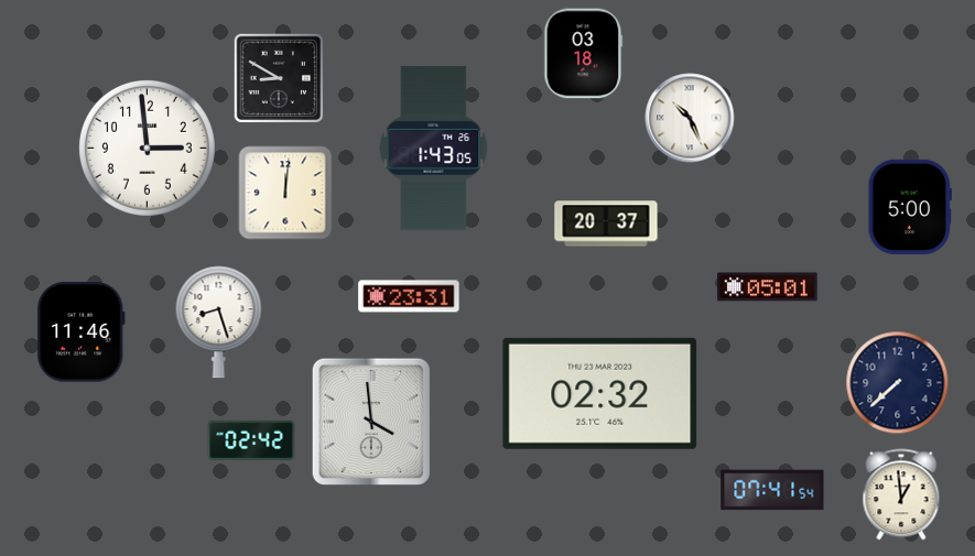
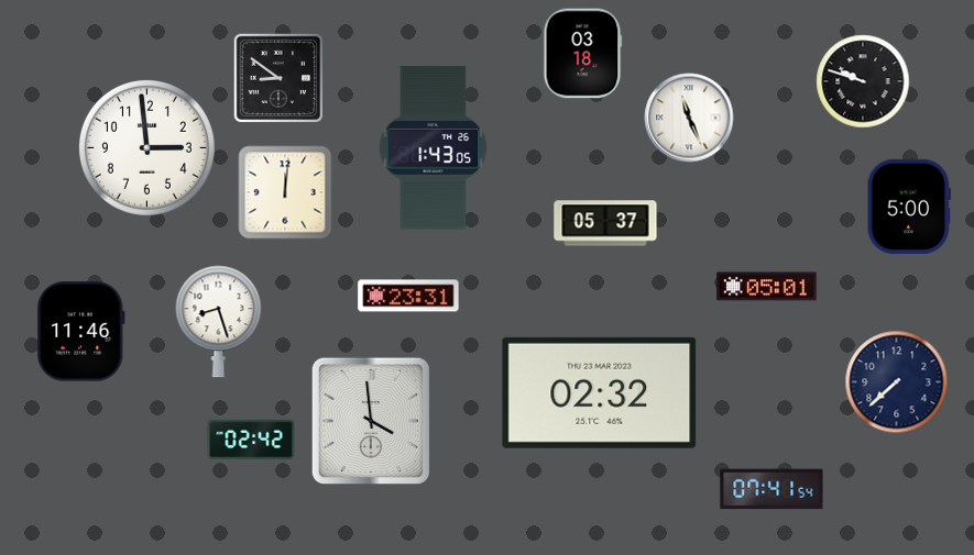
clock at (279, 78): 8:50 -> 8:51
clock at (863, 81): none -> 9:48
clock at (690, 118): 10:26 -> 11:26
clock at (606, 224): 20:37 -> 05:37
clock at (901, 494): 12:59 -> none
